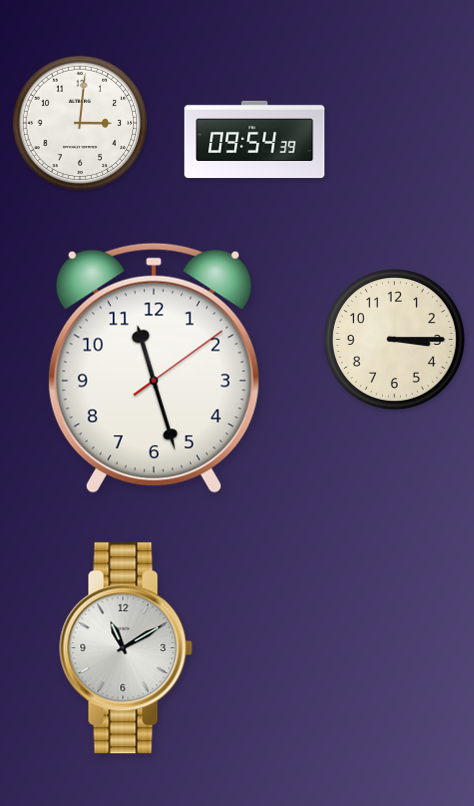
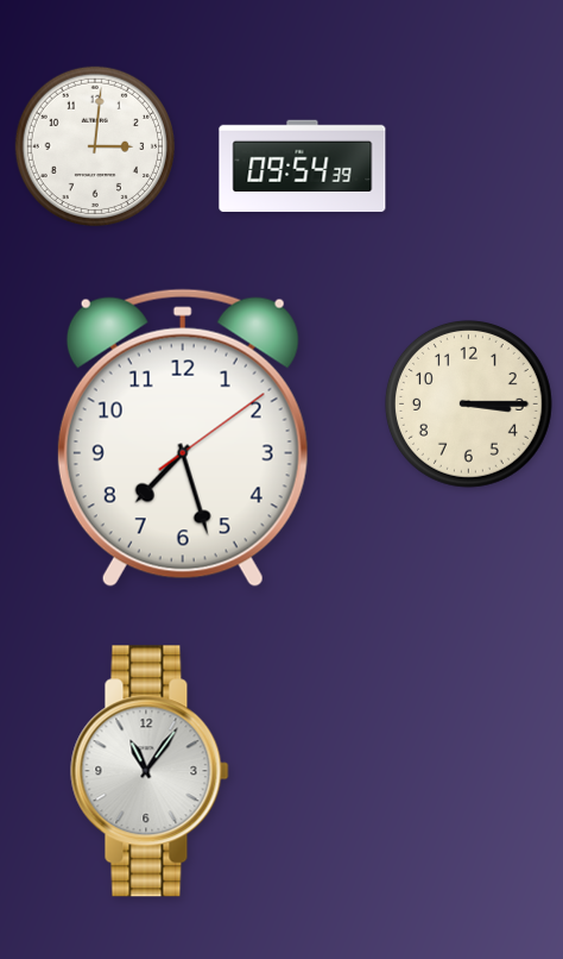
clock at (154, 368): 11:27 -> 7:27
clock at (126, 648): 11:10 -> 11:06
